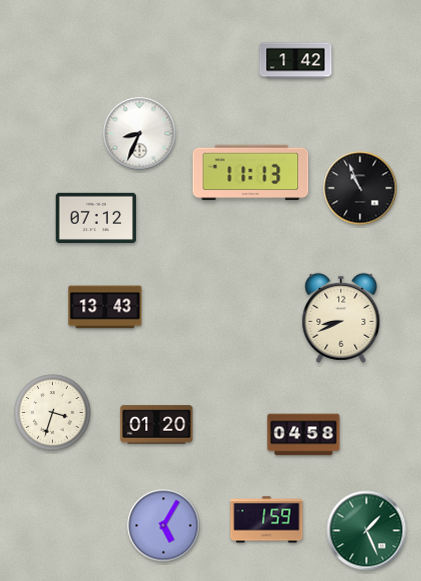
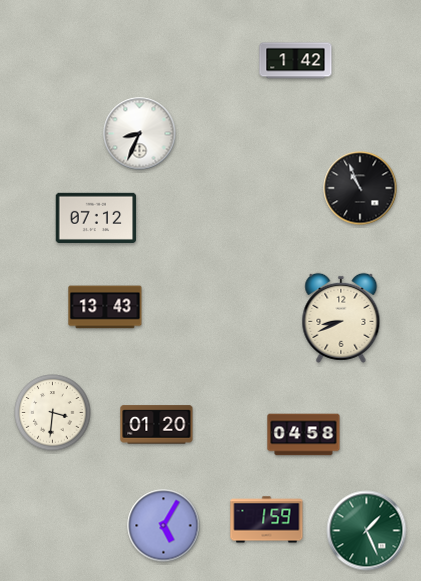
clock at (251, 173): 11:13 -> none
clock at (53, 413): 3:33 -> 3:31
